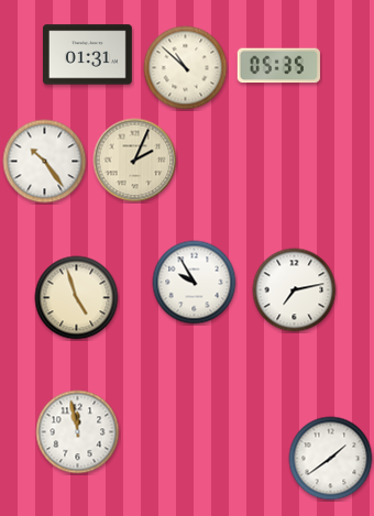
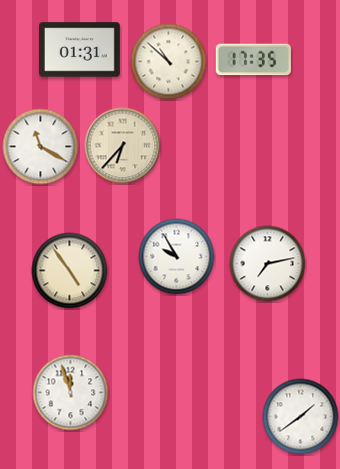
clock at (278, 66): 05:35 -> 17:35
clock at (135, 161): 2:04 -> 6:37
clock at (45, 162): 10:24 -> 11:20
clock at (77, 298): 4:57 -> 4:54
clock at (78, 432): 11:58 -> 11:57
